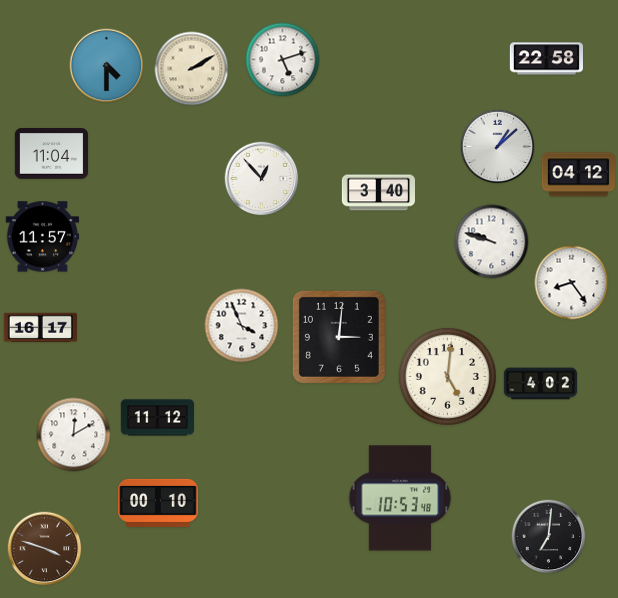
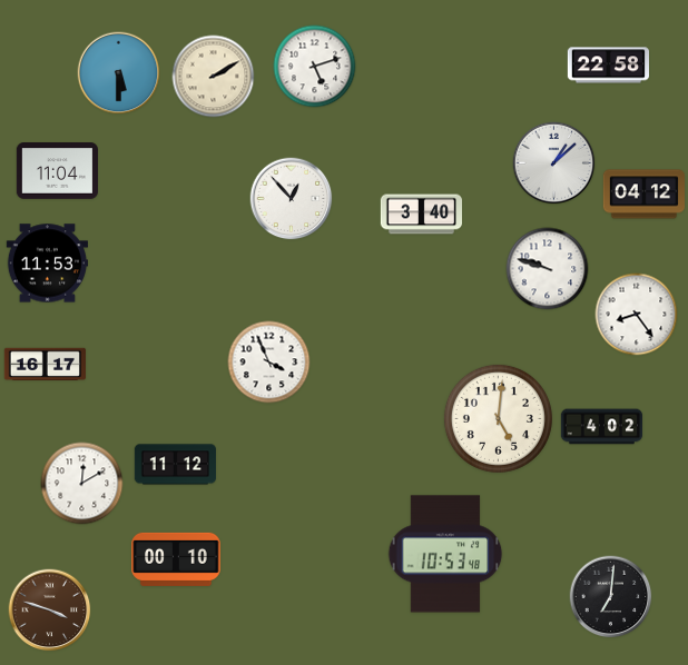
clock at (107, 66): 4:30 -> 5:30
clock at (42, 237): 11:57 -> 11:53
clock at (339, 337): 3:01 -> none
